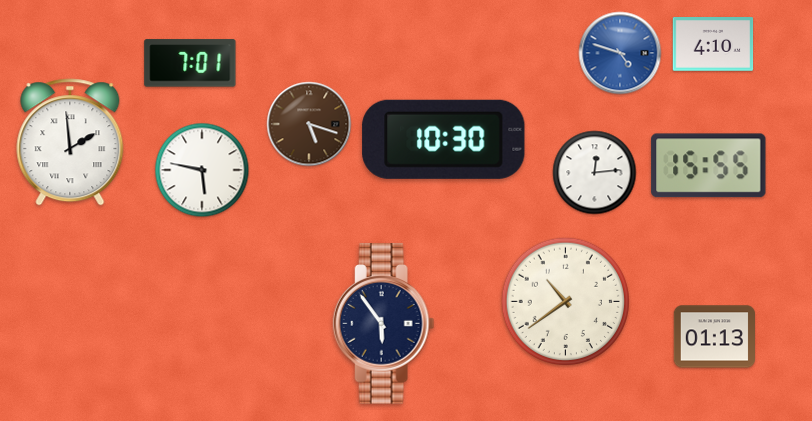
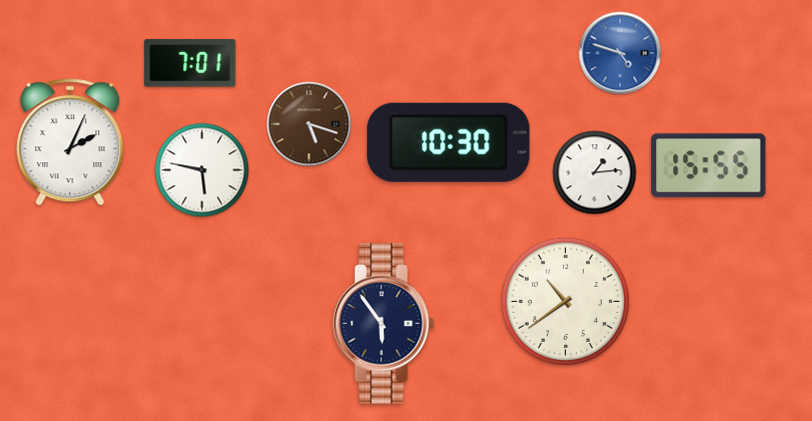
clock at (713, 44): 4:10 -> none
clock at (444, 139) position: (444, 139) -> (449, 142)
clock at (70, 142): 1:59 -> 2:04
clock at (595, 173): 12:14 -> 1:14
clock at (714, 337): 01:13 -> none
